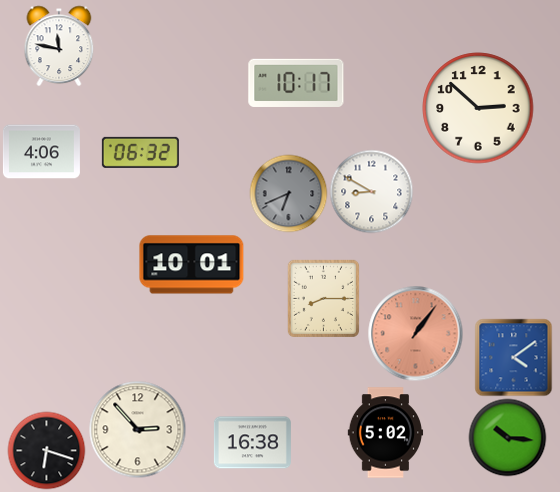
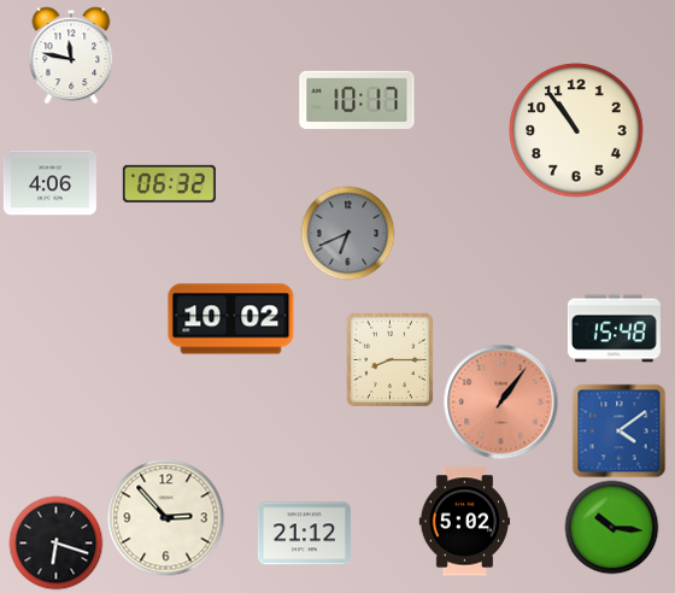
clock at (478, 108): 2:52 -> 10:54
clock at (371, 191): 8:50 -> none
clock at (192, 265): 10:01 -> 10:02
clock at (614, 329): none -> 15:48
clock at (252, 443): 16:38 -> 21:12
